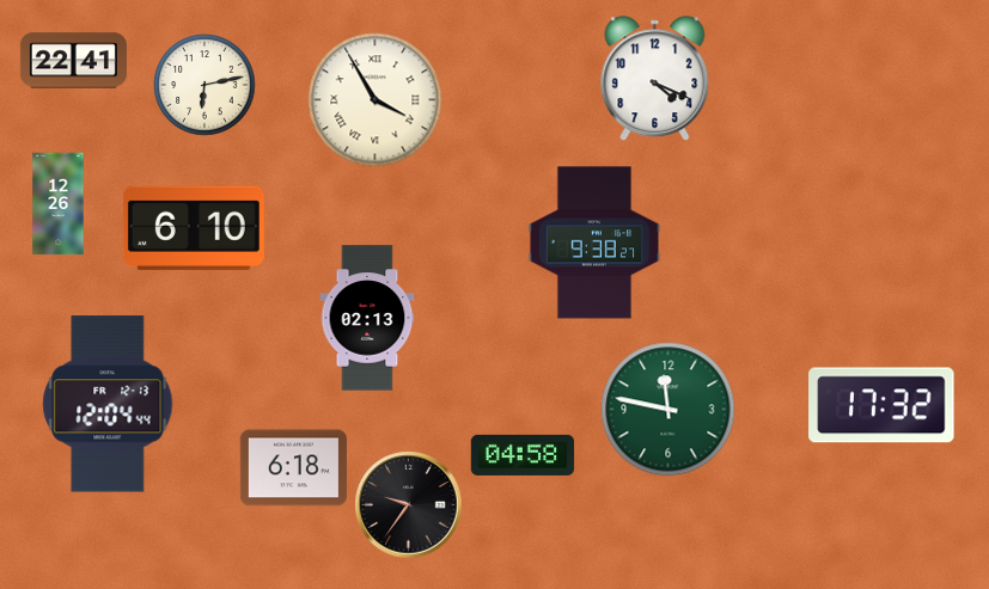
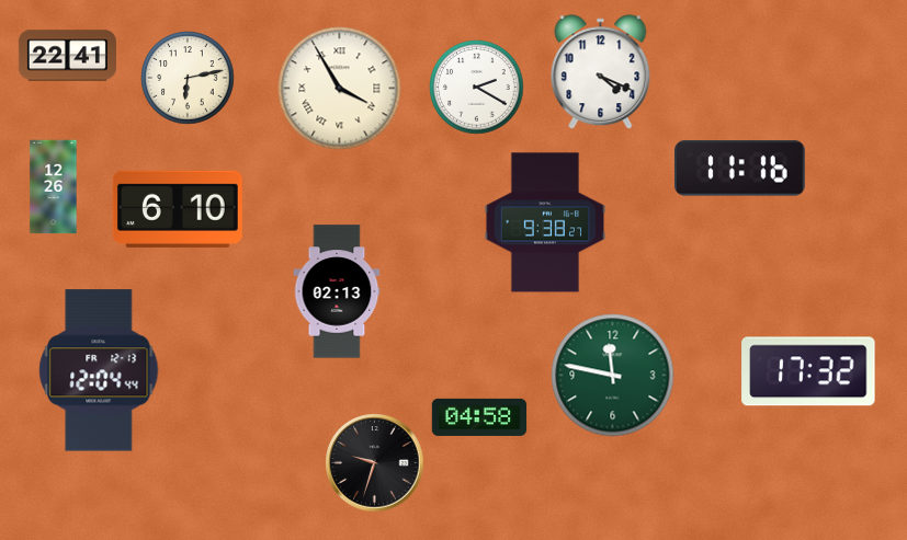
clock at (477, 88): none -> 2:20
clock at (376, 100) position: (376, 100) -> (340, 89)
clock at (739, 169): none -> 11:16
clock at (293, 468): 6:18 -> none
clock at (409, 505): 9:36 -> 9:33
